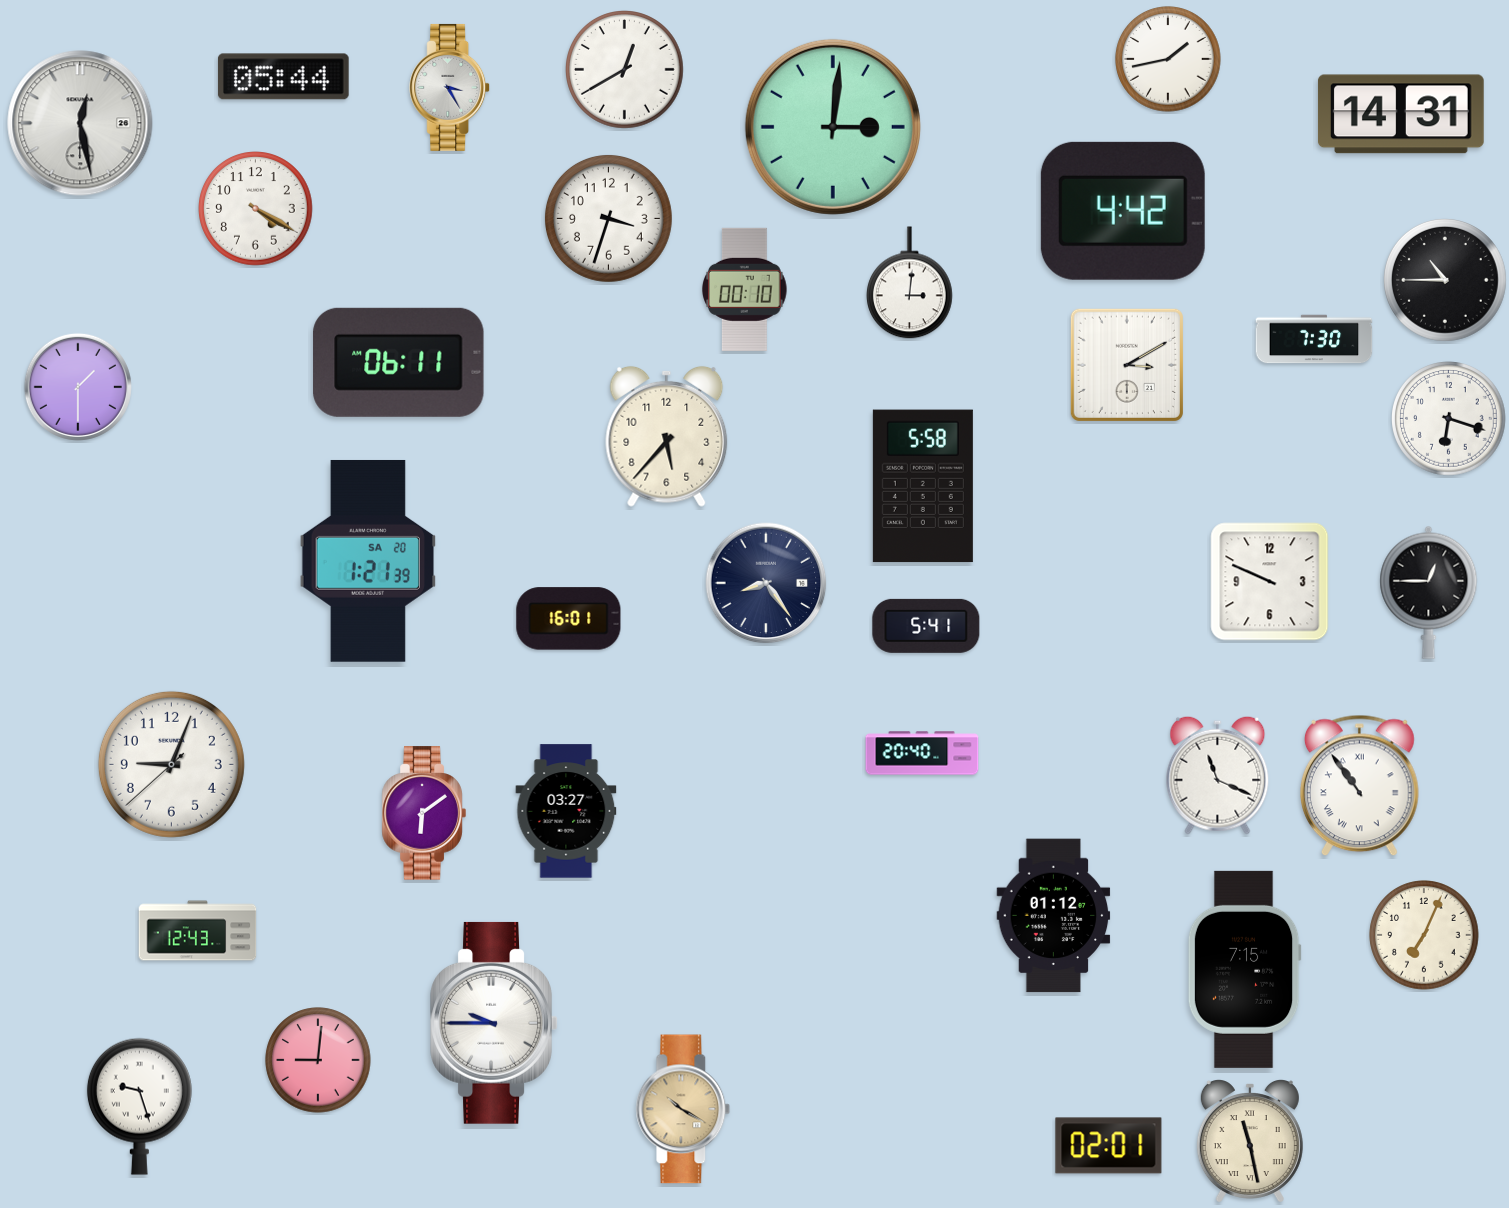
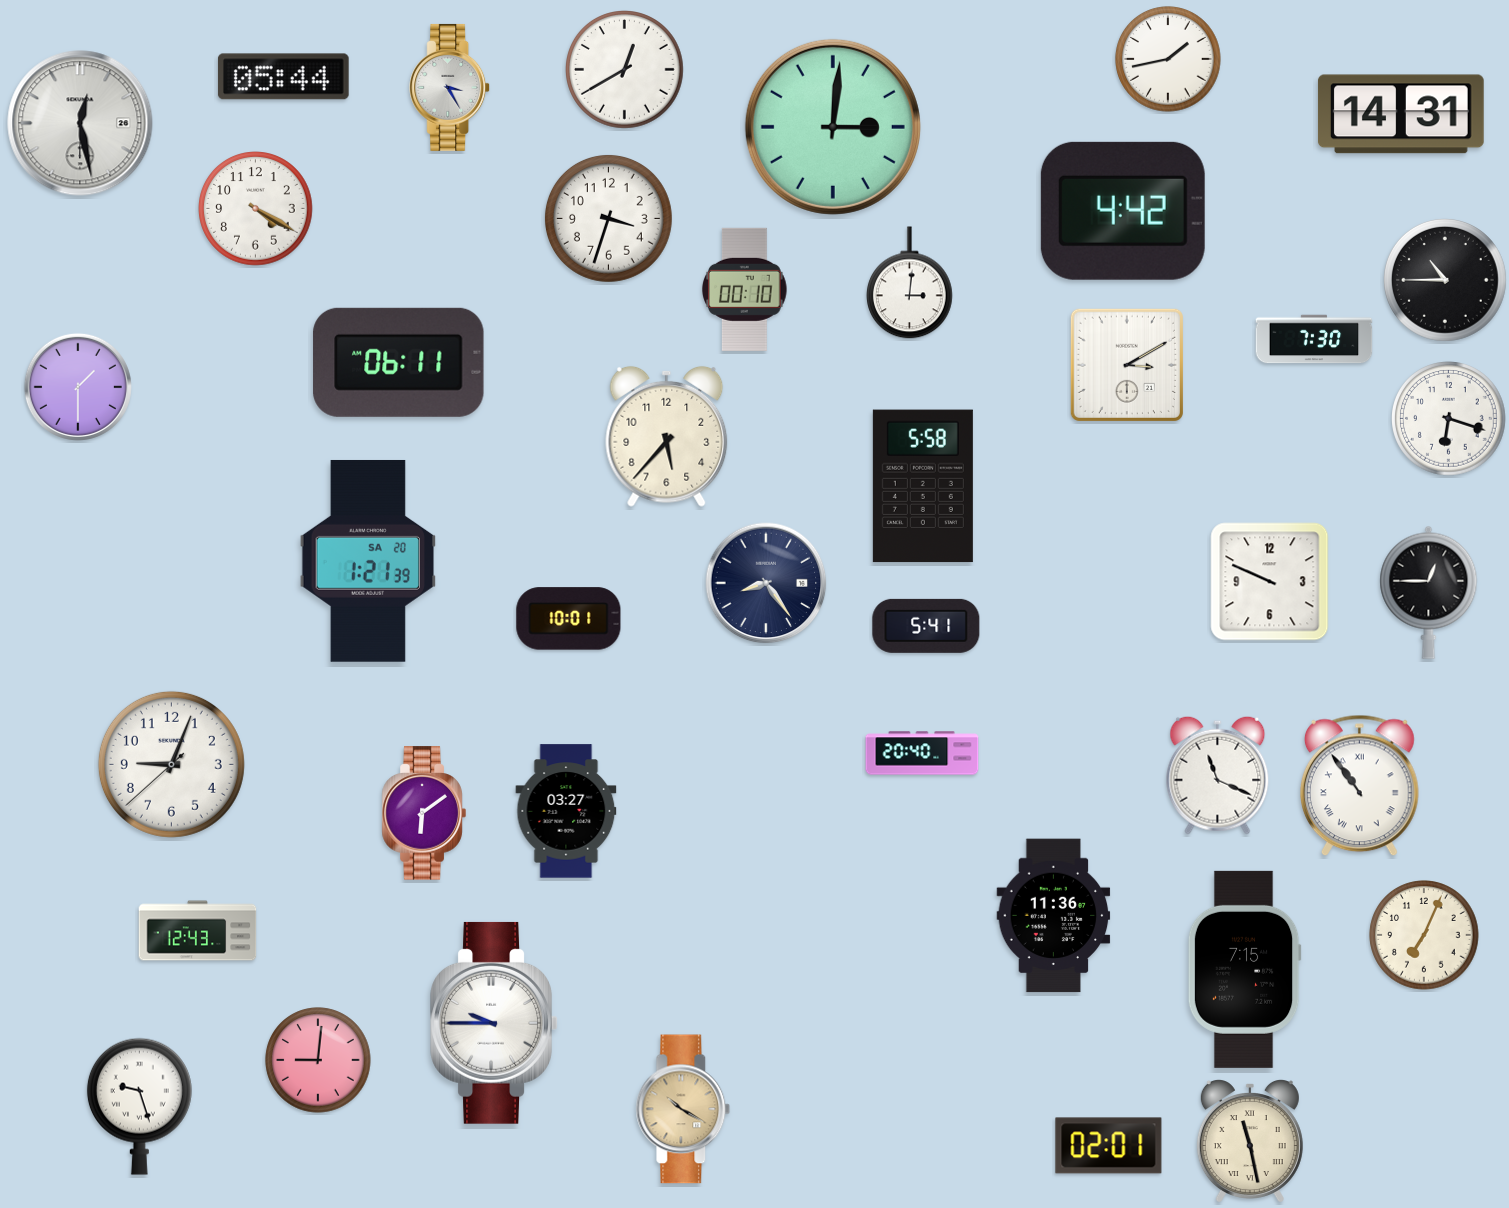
clock at (569, 619): 16:01 -> 10:01
clock at (1054, 916): 01:12 -> 11:36
